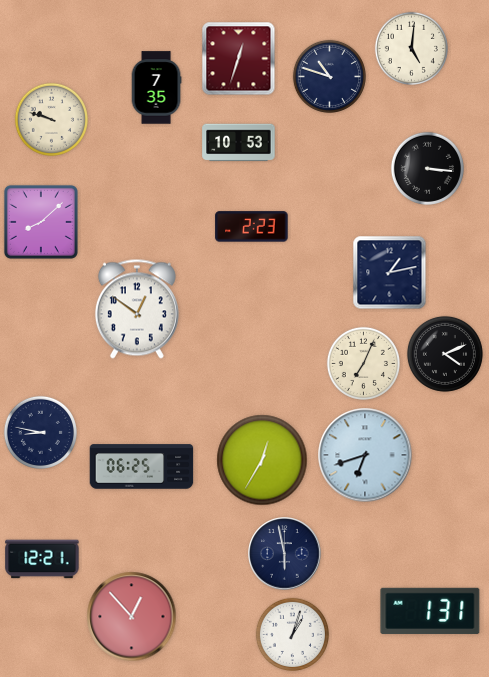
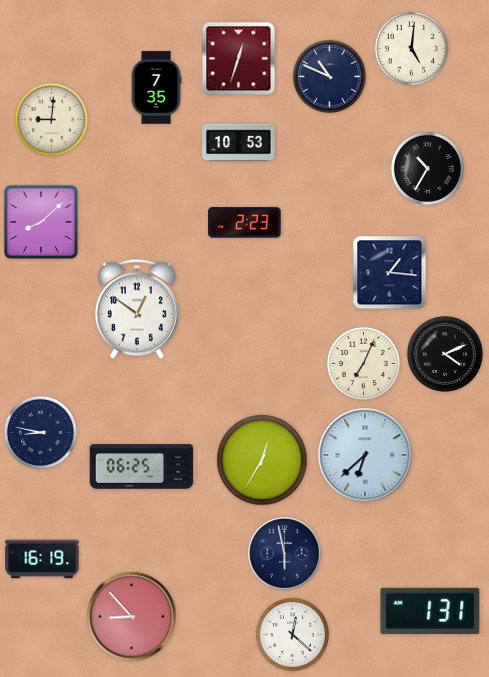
clock at (329, 76): 10:48 -> 10:49
clock at (51, 119): 9:48 -> 9:01
clock at (427, 168): 3:16 -> 10:35
clock at (252, 227) position: (252, 227) -> (245, 223)
clock at (390, 273): 1:13 -> 1:16
clock at (365, 455): 6:42 -> 6:38
clock at (42, 559): 12:21 -> 16:19
clock at (132, 617): 12:53 -> 8:53
clock at (292, 634): 1:03 -> 12:22
